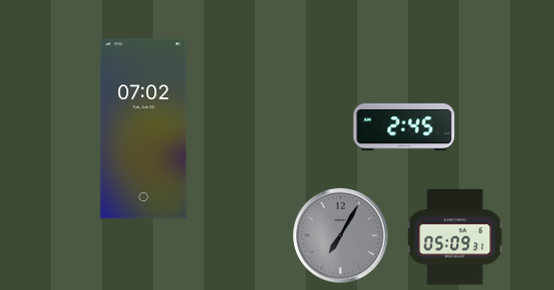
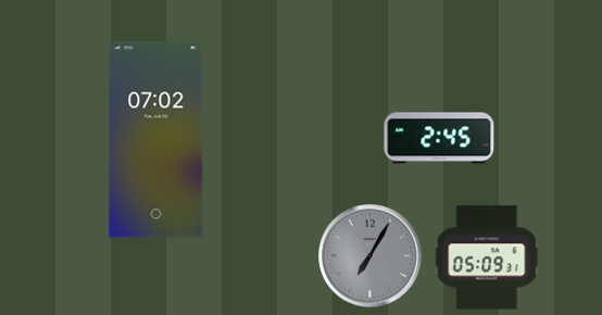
clock at (456, 237) position: (456, 237) -> (488, 257)
